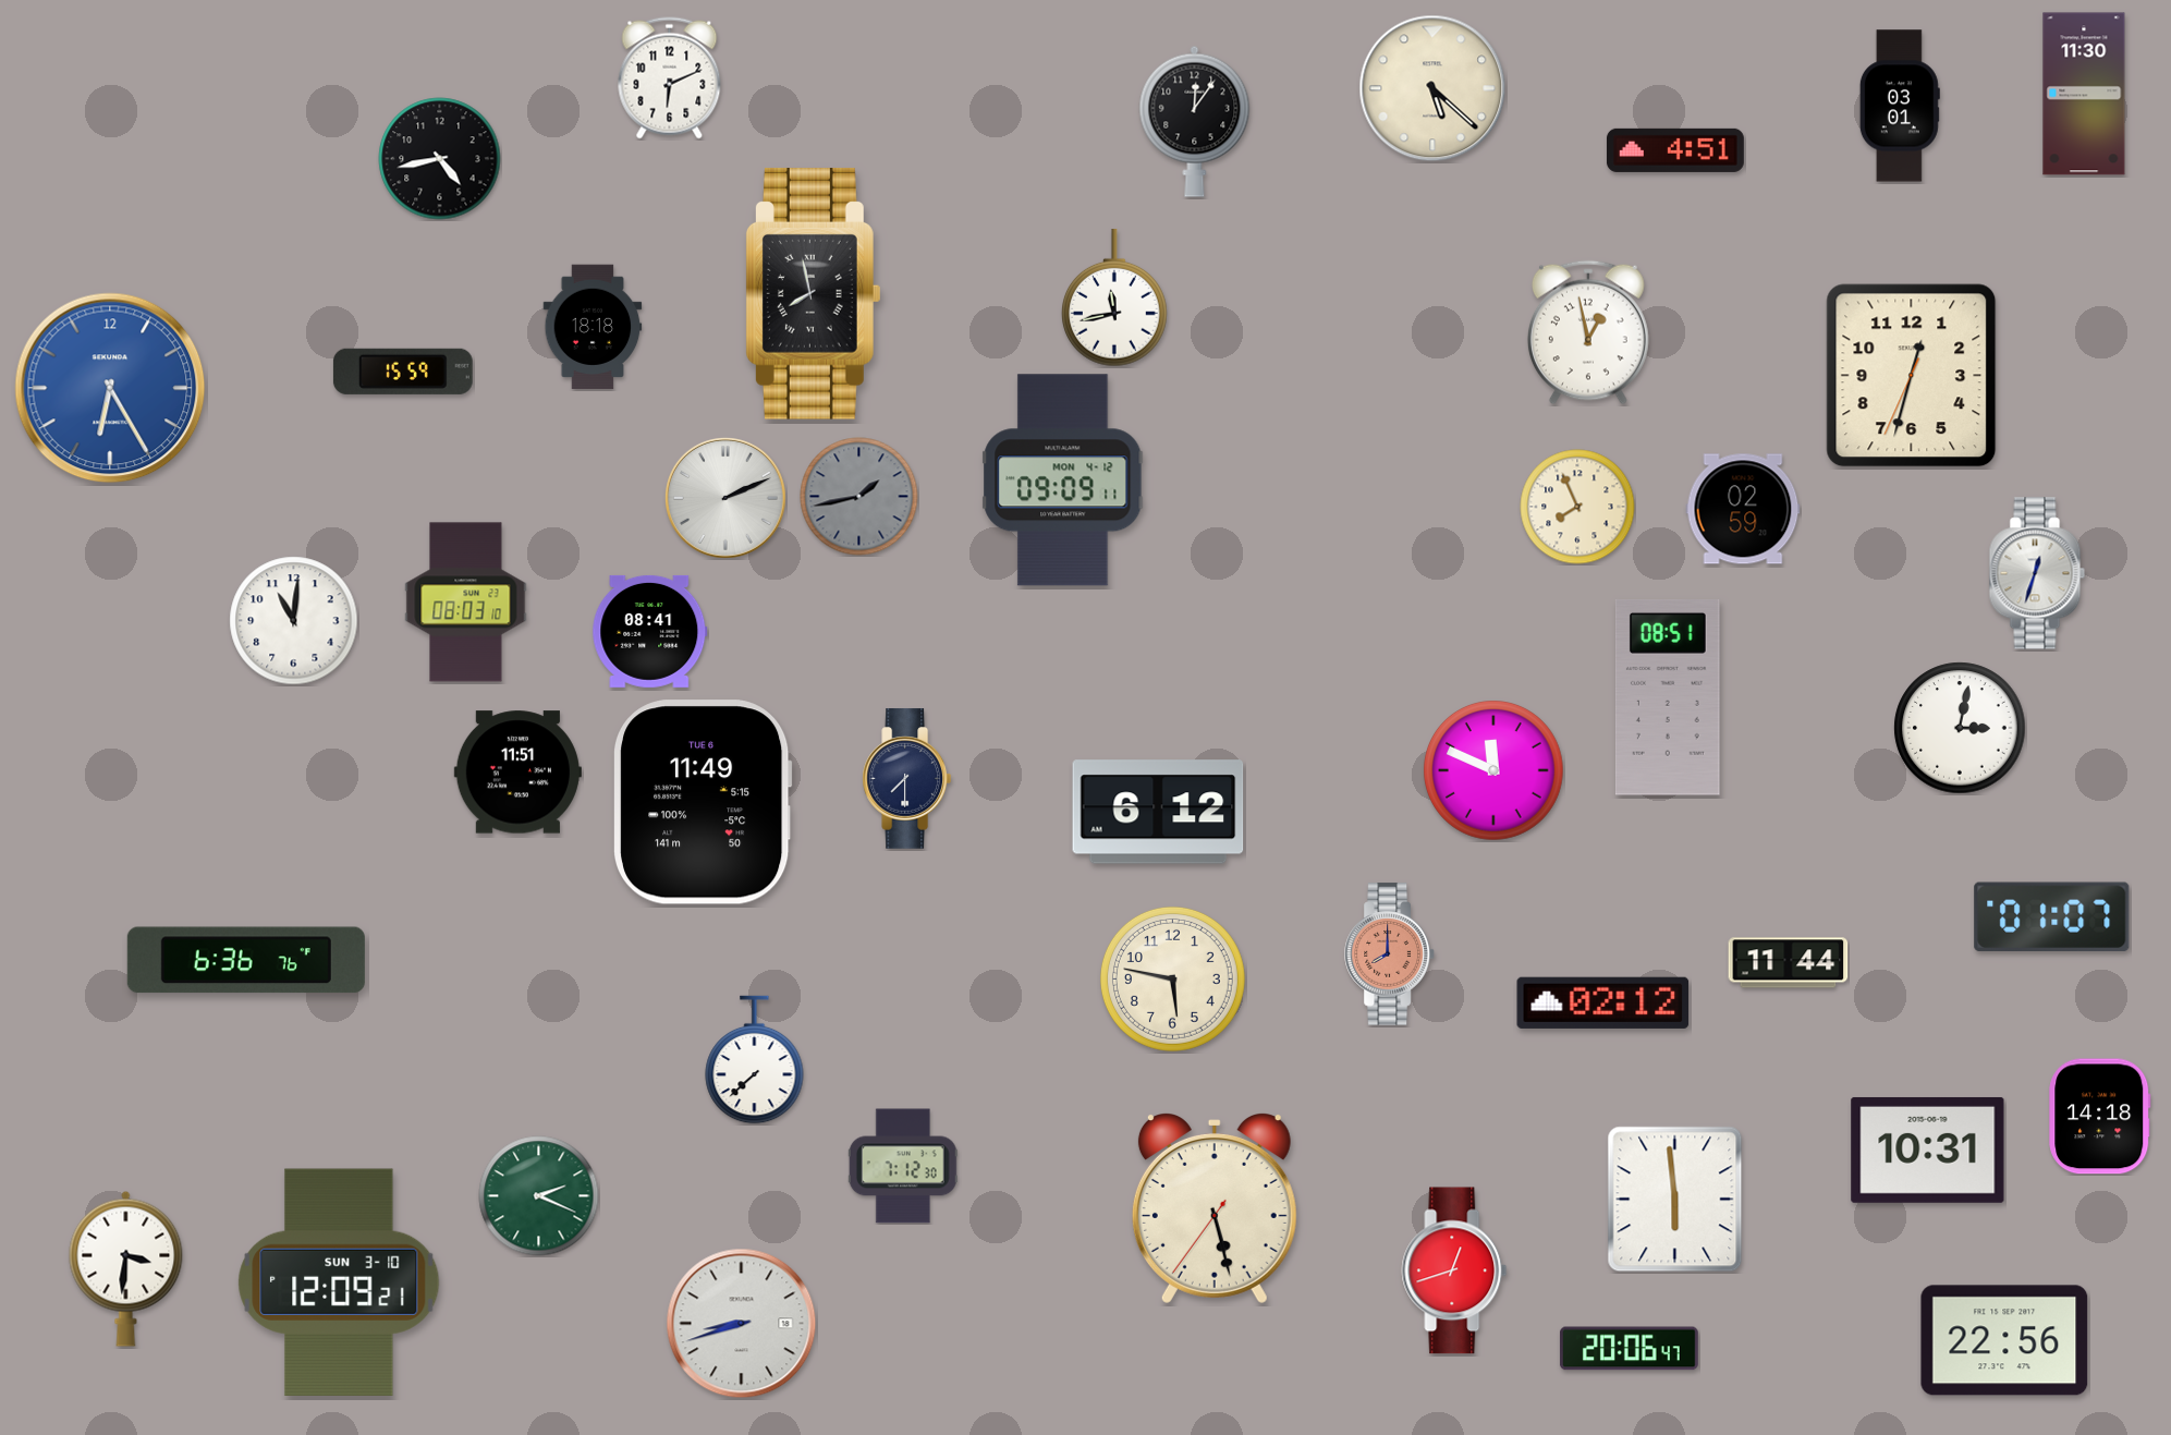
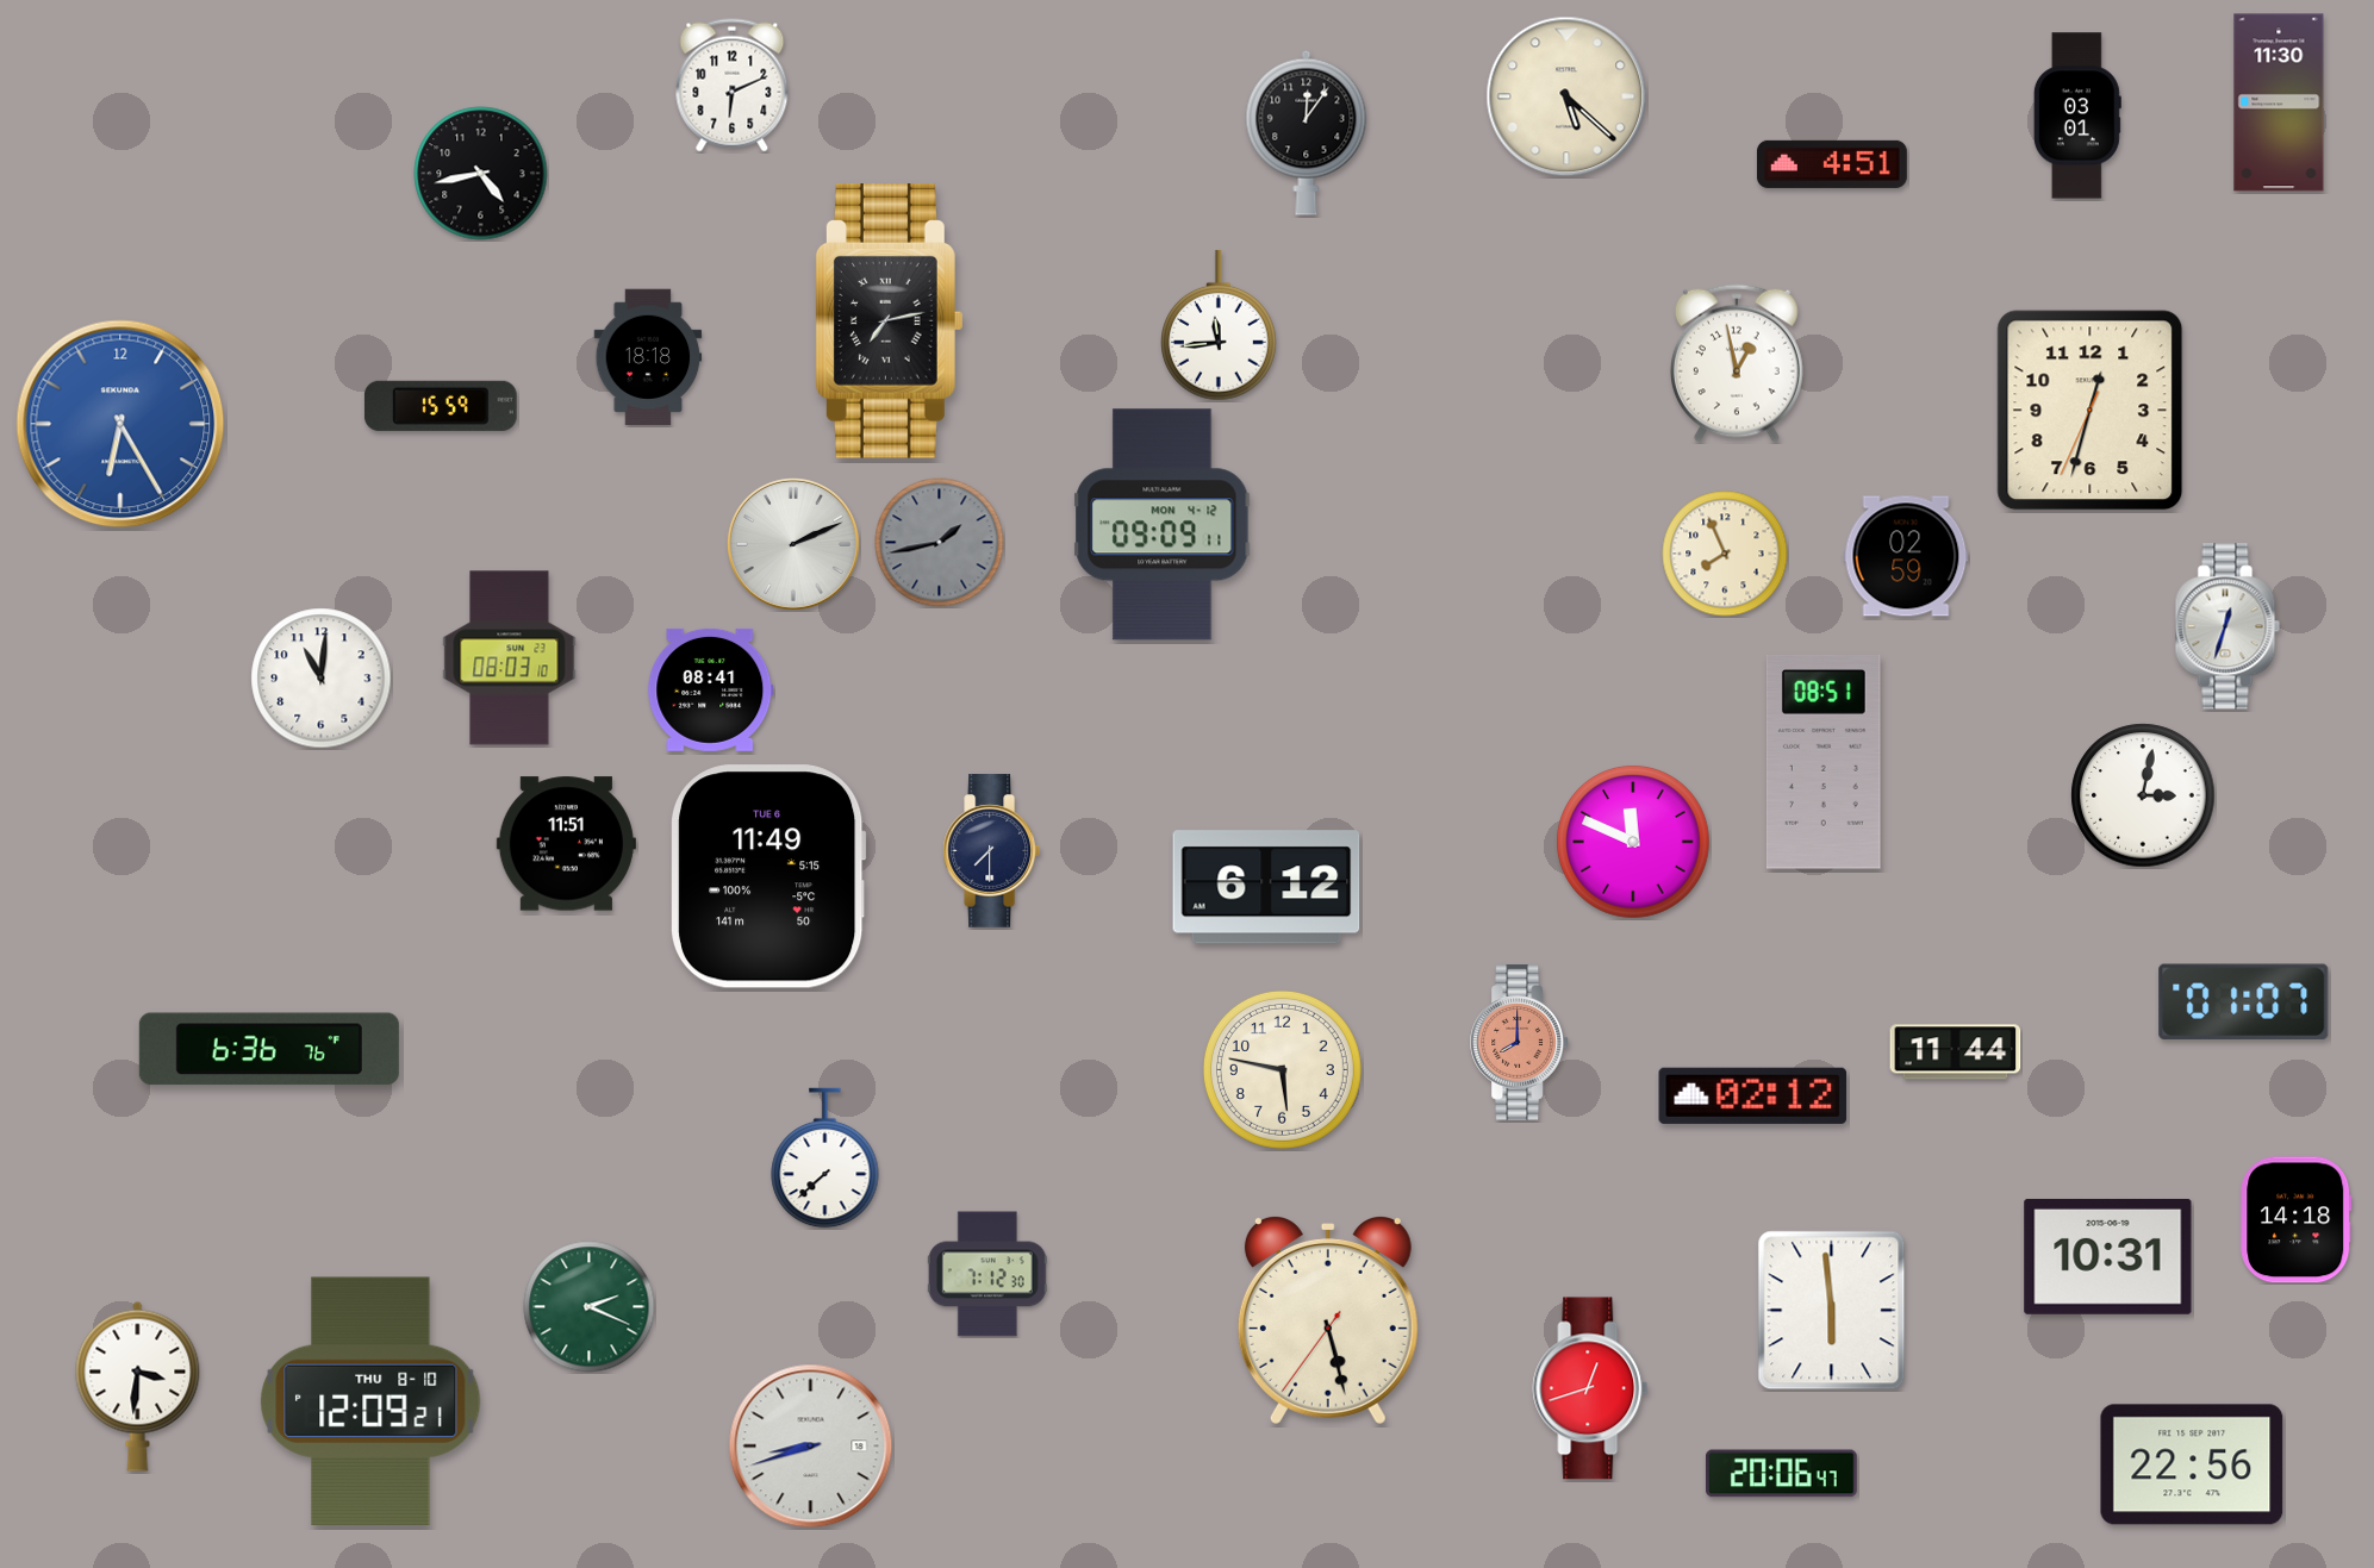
clock at (813, 294): 7:58 -> 7:13
clock at (1115, 297): 11:43 -> 11:44
clock at (339, 1282) date: SUN 3-10 -> THU 8-10
